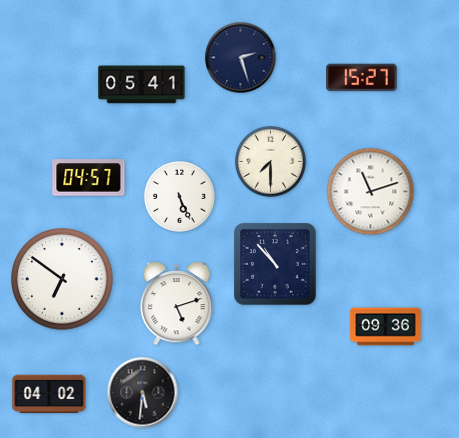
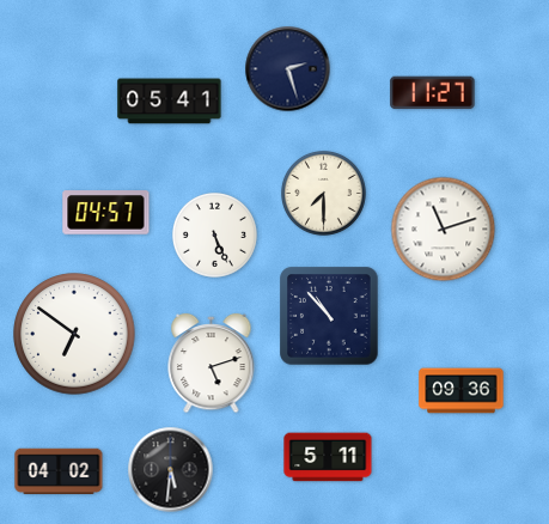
clock at (362, 78): 15:27 -> 11:27
clock at (328, 457): none -> 5:11
